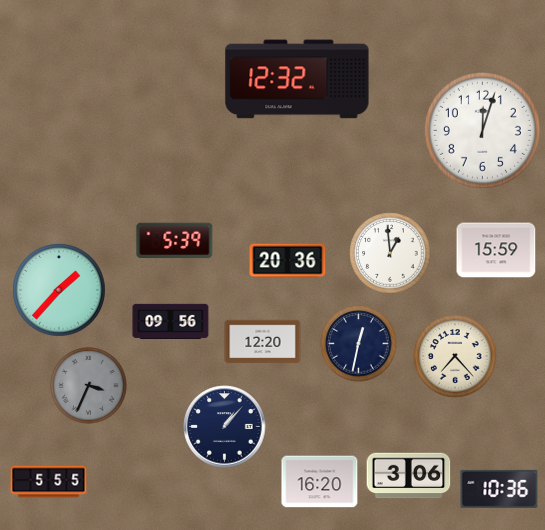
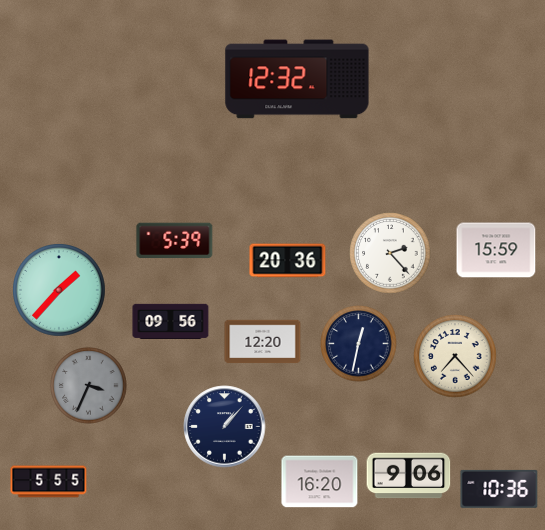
clock at (482, 130): 12:03 -> none
clock at (390, 253): 12:59 -> 2:23
clock at (409, 476): 3:06 -> 9:06
